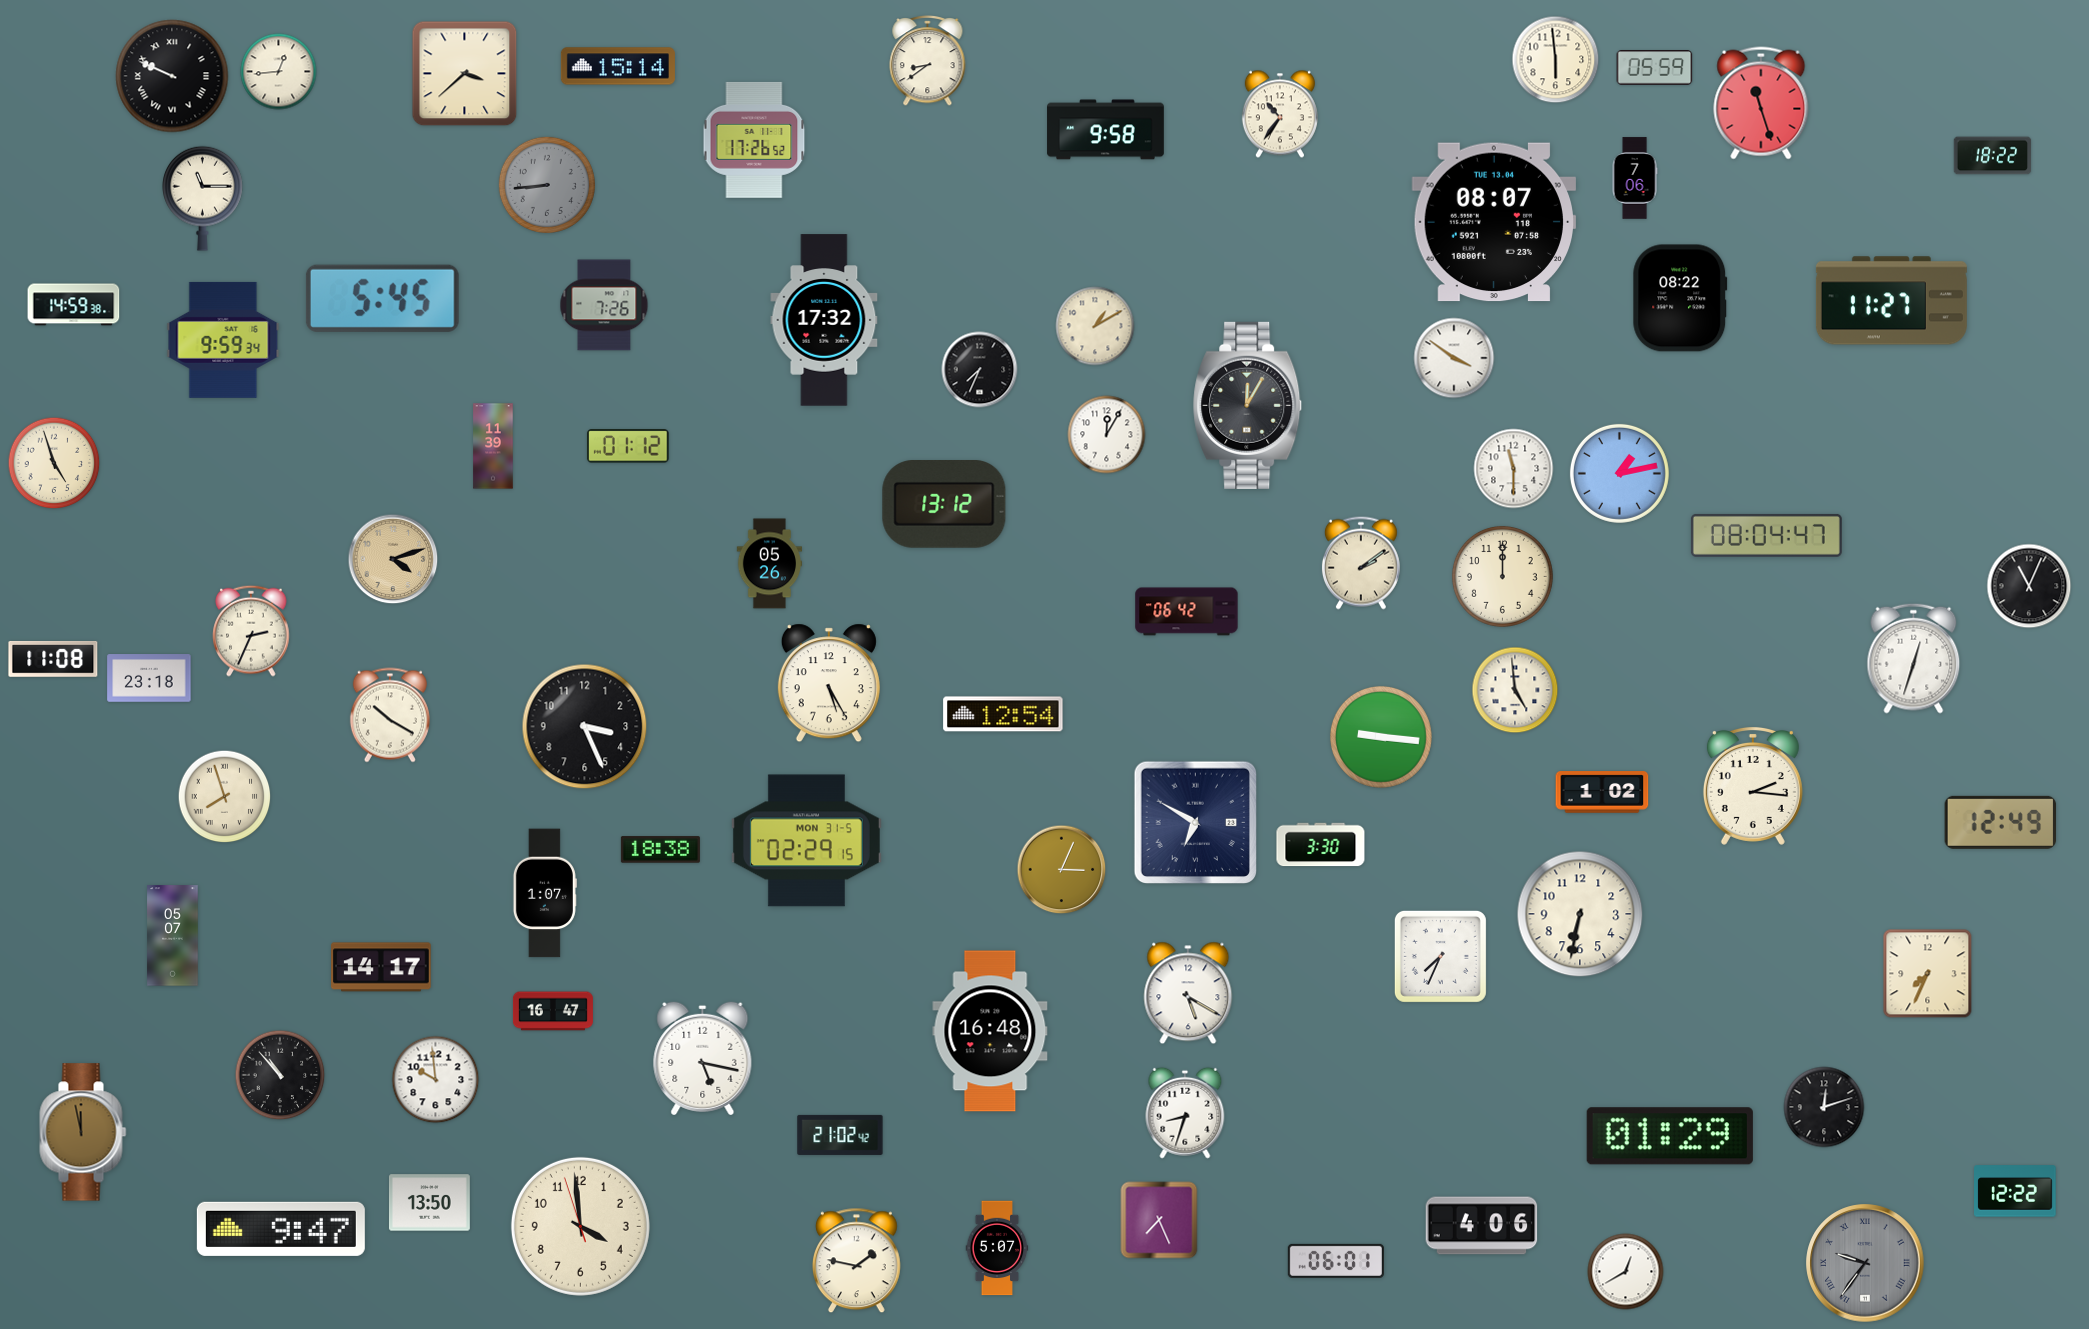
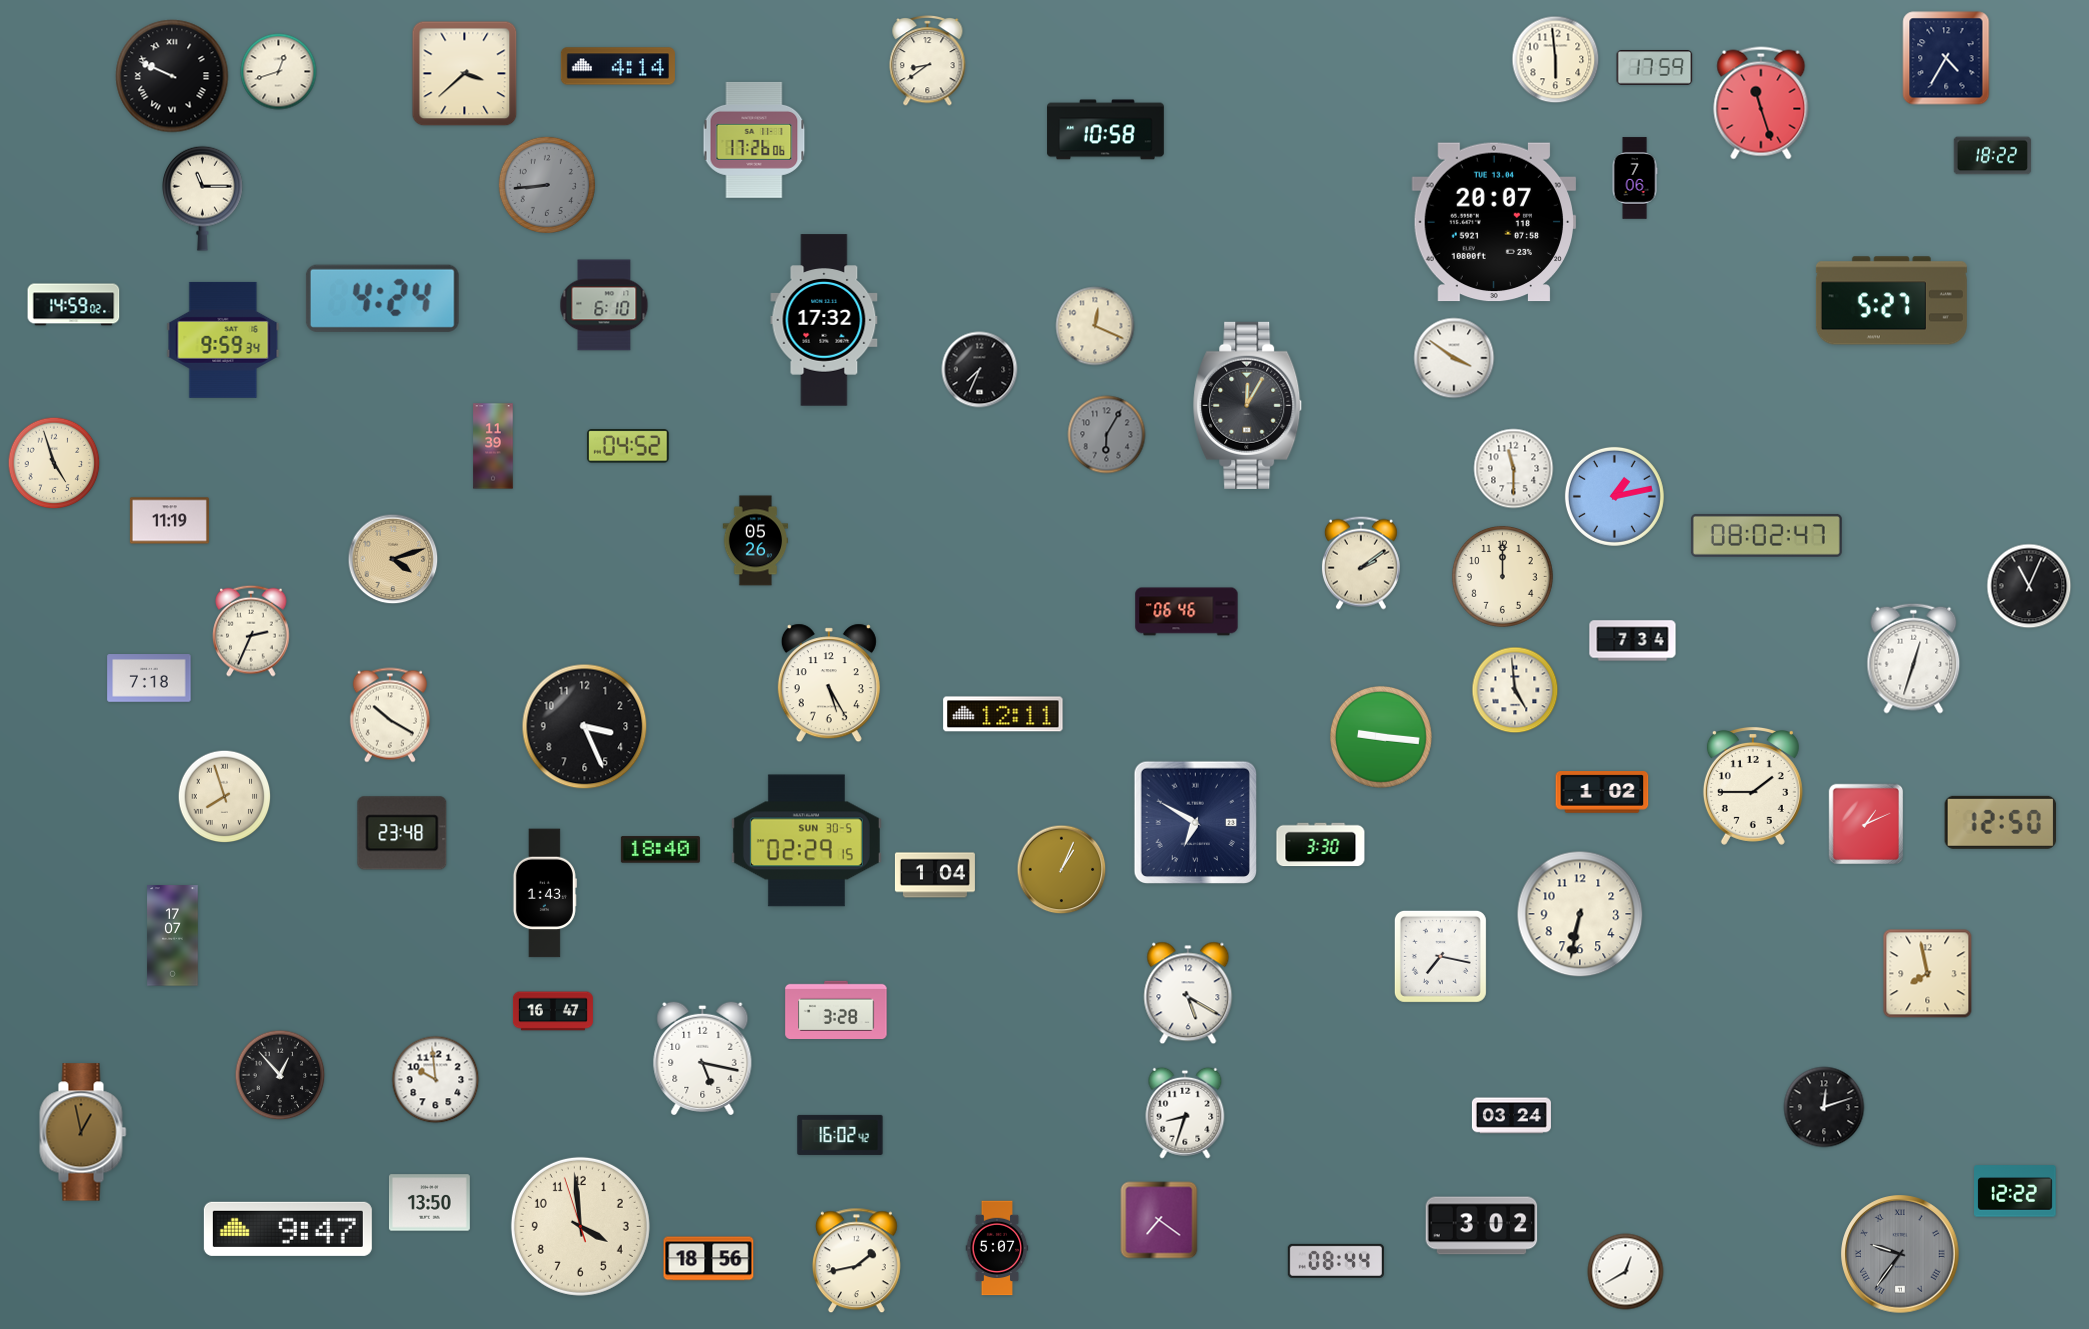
clock at (1946, 58): none -> 4:35
clock at (618, 66): 15:14 -> 4:14
clock at (1655, 68): 05:59 -> 17:59
clock at (279, 72): 12:44 -> 12:42
clock at (1280, 114): 10:36 -> none
clock at (1106, 130): 9:58 -> 10:58
clock at (754, 140): 17:26:52 -> 17:26:06
clock at (1493, 222): 08:07 -> 20:07
clock at (382, 298): 5:45 -> 4:24
clock at (1680, 298): 08:22 -> none
clock at (1891, 301): 11:27 -> 5:27
clock at (74, 305): 14:59:38 -> 14:59:02
clock at (604, 305): 7:26 -> 6:10
clock at (1095, 326): 1:10 -> 12:19
clock at (1107, 435): 12:05 -> 6:05
clock at (1107, 435) dial: white -> grey
clock at (628, 446): 01:12 -> 04:52
clock at (1619, 473) position: (1619, 473) -> (1614, 496)
clock at (944, 505): 13:12 -> none
clock at (169, 521): none -> 11:19
clock at (1766, 535): 08:04 -> 08:02
clock at (770, 564) position: (770, 564) -> (756, 541)
clock at (1187, 612): 06:42 -> 06:46
clock at (1633, 641): none -> 7:34
clock at (53, 659): 11:08 -> none
clock at (149, 678): 23:18 -> 7:18
clock at (1003, 714): 12:54 -> 12:11
clock at (1753, 786): 2:16 -> 1:45
clock at (2001, 822): 12:49 -> 12:50
clock at (1866, 824): none -> 1:11
clock at (402, 833): none -> 23:48
clock at (806, 841) date: MON 31-5 -> SUN 30-5
clock at (660, 850): 18:38 -> 18:40
clock at (1062, 870): 3:04 -> 1:04
clock at (935, 875): none -> 1:04
clock at (545, 893): 1:07 -> 1:43
clock at (173, 936): 05:07 -> 17:07
clock at (1440, 956): 7:34 -> 7:17
clock at (381, 967): 14:17 -> none
clock at (1928, 974): 7:34 -> 7:58
clock at (836, 1009): none -> 3:28
clock at (990, 1031): 16:48 -> none
clock at (280, 1075): 10:53 -> 12:53
clock at (1511, 1116): none -> 03:24
clock at (83, 1132): 11:58 -> 12:58
clock at (840, 1135): 21:02 -> 16:02
clock at (1670, 1136): 01:29 -> none
clock at (1159, 1220): 7:26 -> 7:21
clock at (1482, 1226): 4:06 -> 3:02
clock at (281, 1229) position: (281, 1229) -> (288, 1229)
clock at (709, 1259): none -> 18:56
clock at (856, 1261): 1:47 -> 1:43
clock at (1336, 1261): 06:01 -> 08:44
clock at (1865, 1263) position: (1865, 1263) -> (1900, 1254)
